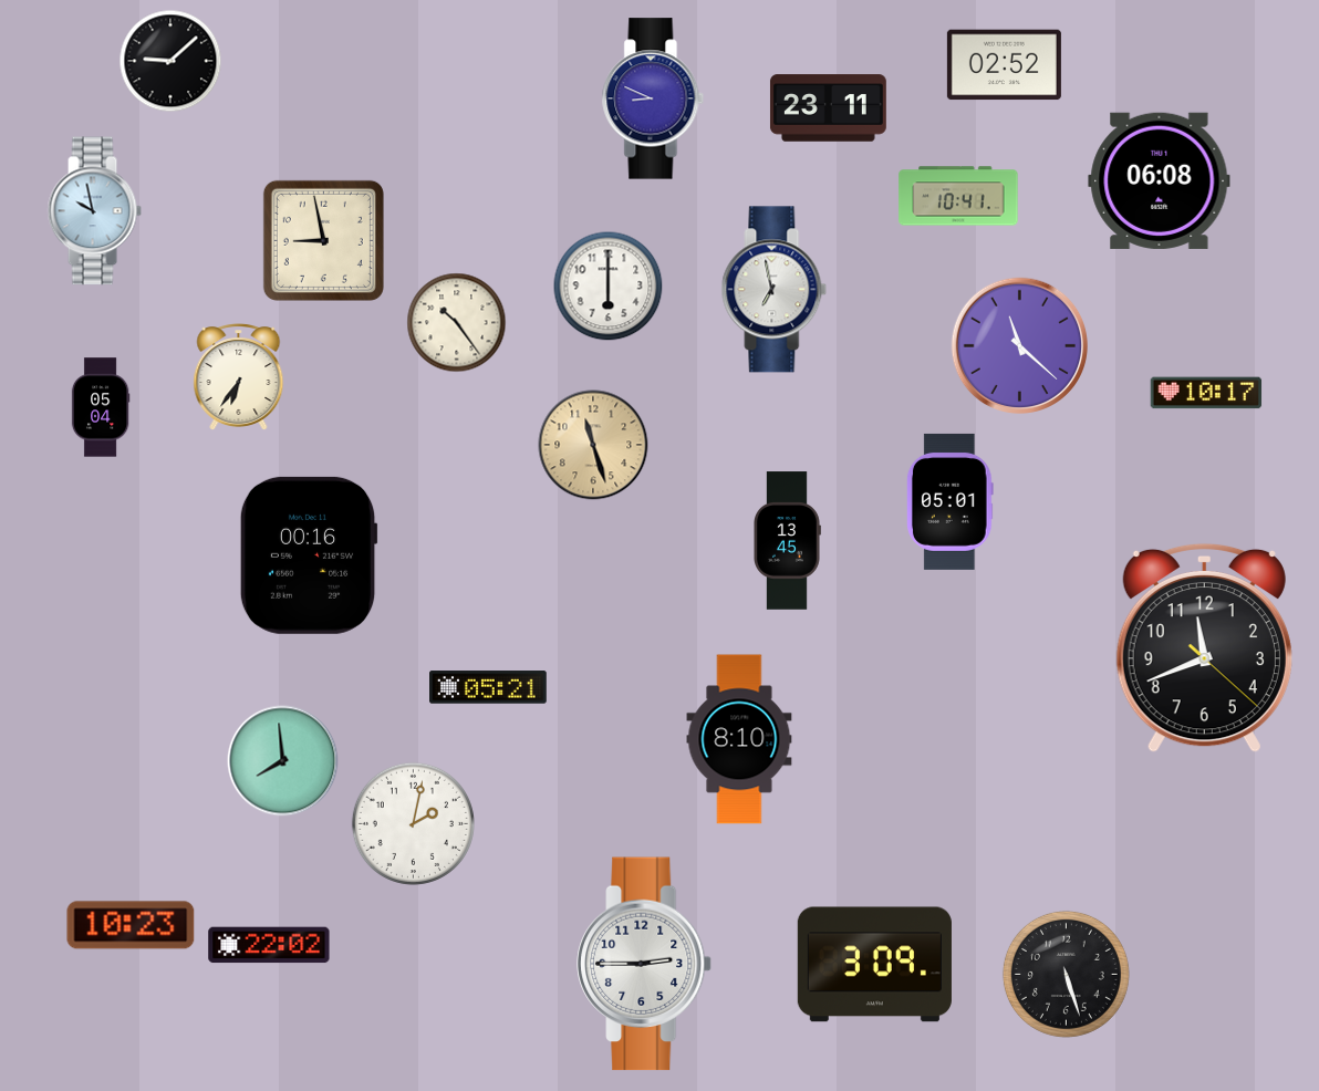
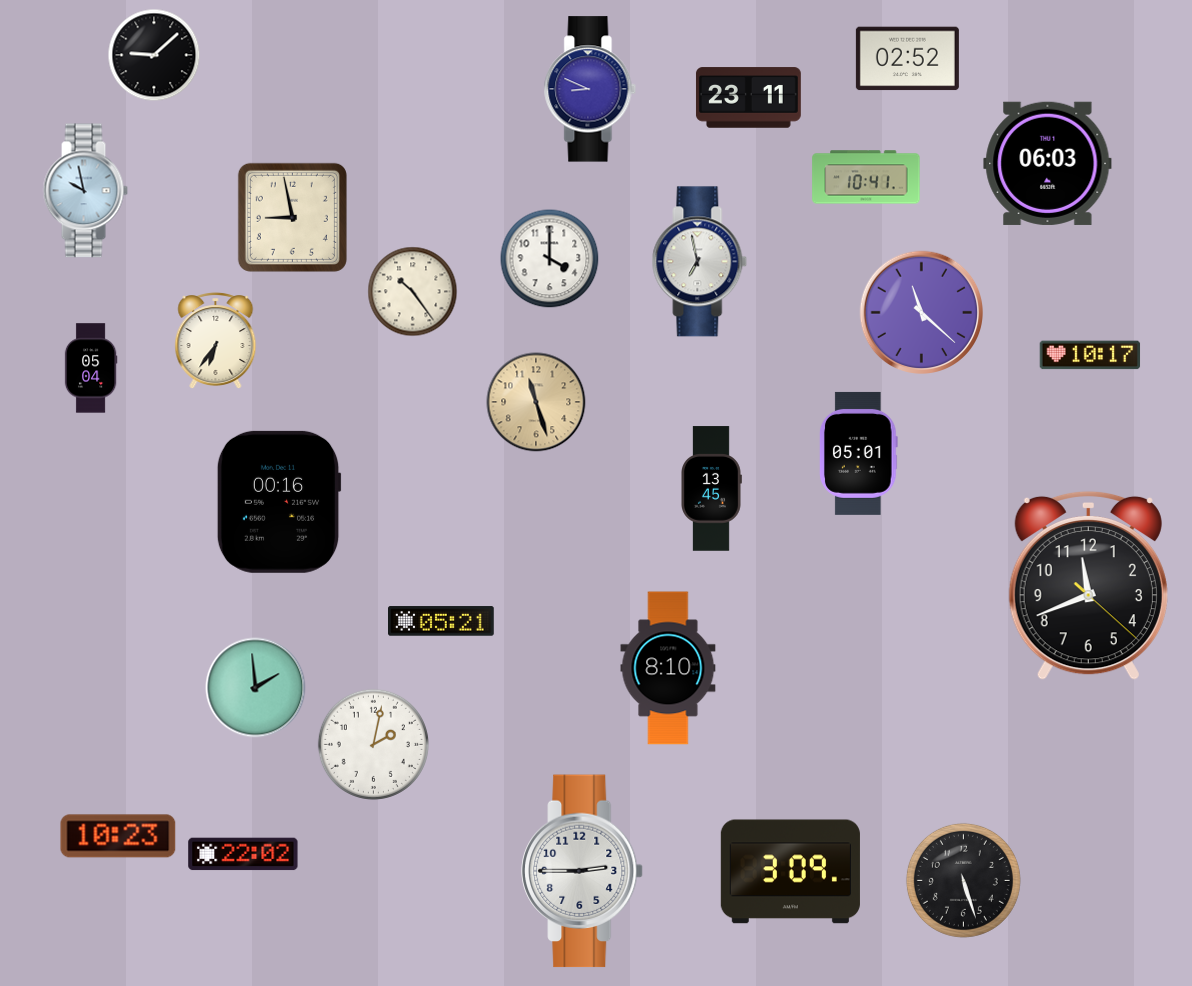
clock at (1160, 180): 06:08 -> 06:03
clock at (609, 287): 6:00 -> 4:00
clock at (283, 761): 7:59 -> 1:59
